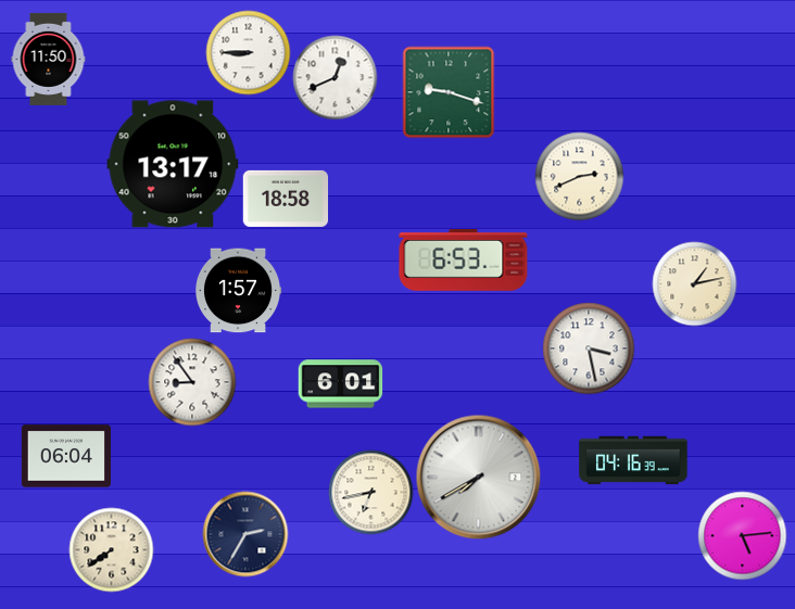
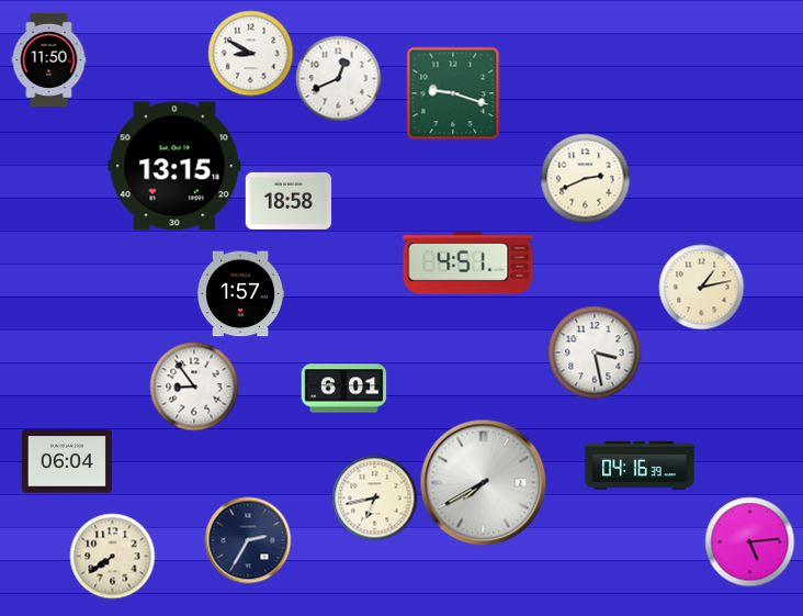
clock at (248, 52): 8:45 -> 8:50
clock at (173, 164): 13:17 -> 13:15
clock at (464, 261): 6:53 -> 4:51
